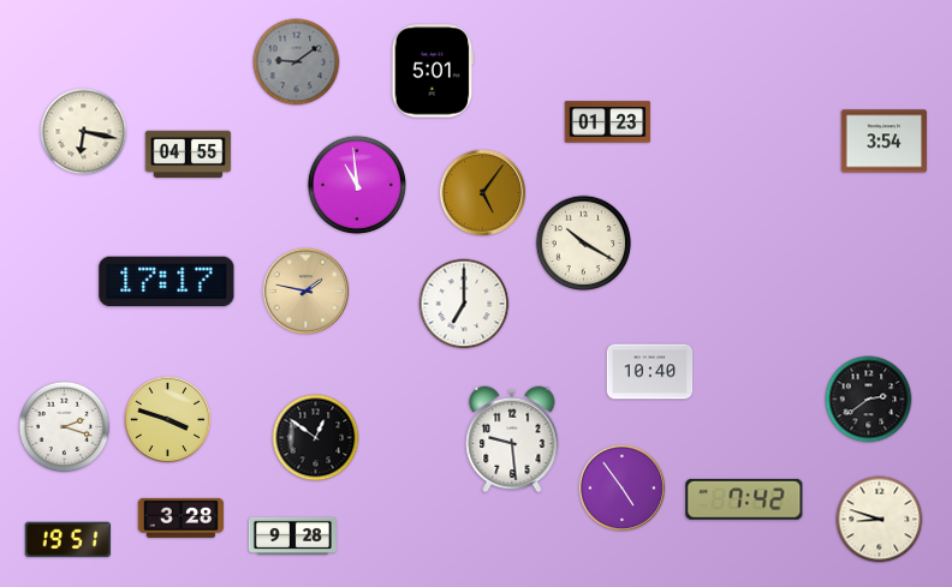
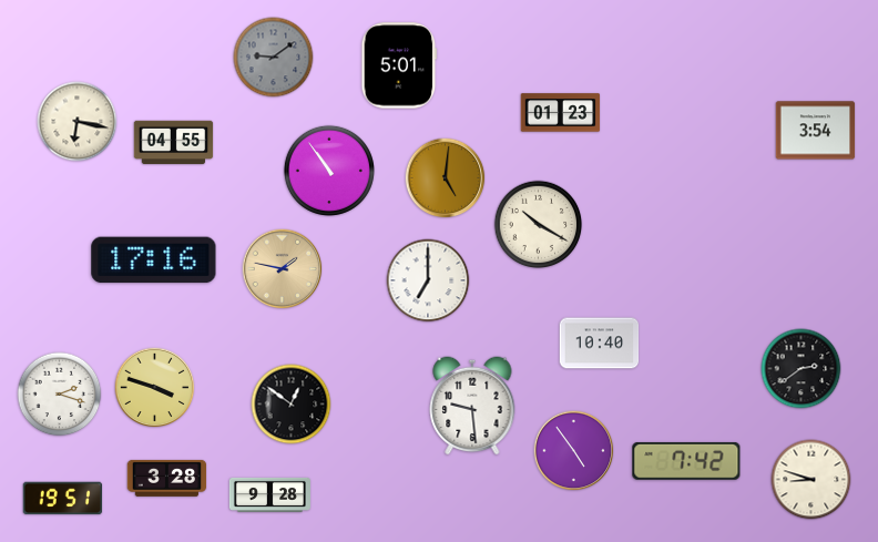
clock at (357, 185): 10:59 -> 10:54
clock at (483, 193): 5:06 -> 5:01
clock at (167, 282): 17:17 -> 17:16
